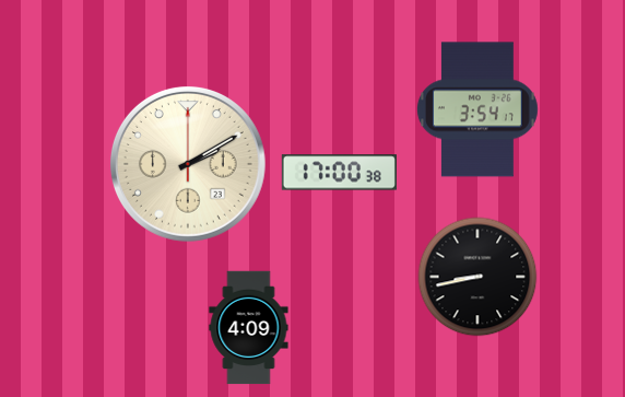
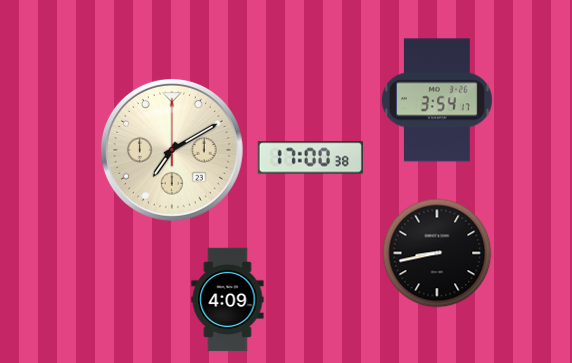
clock at (188, 164): 2:10 -> 7:10
